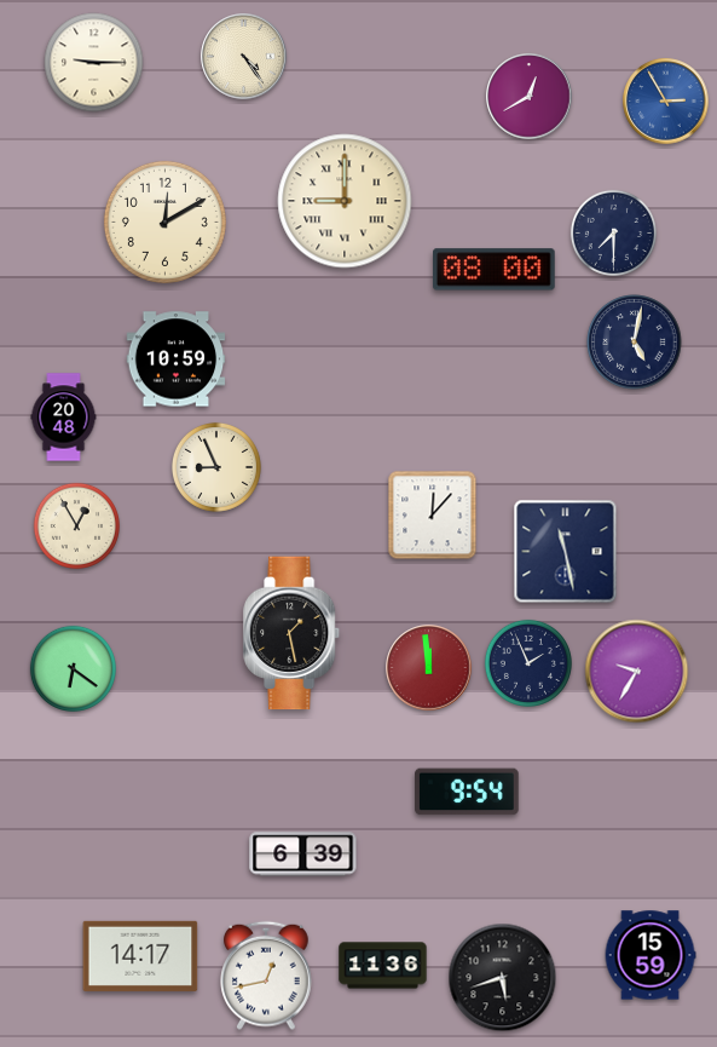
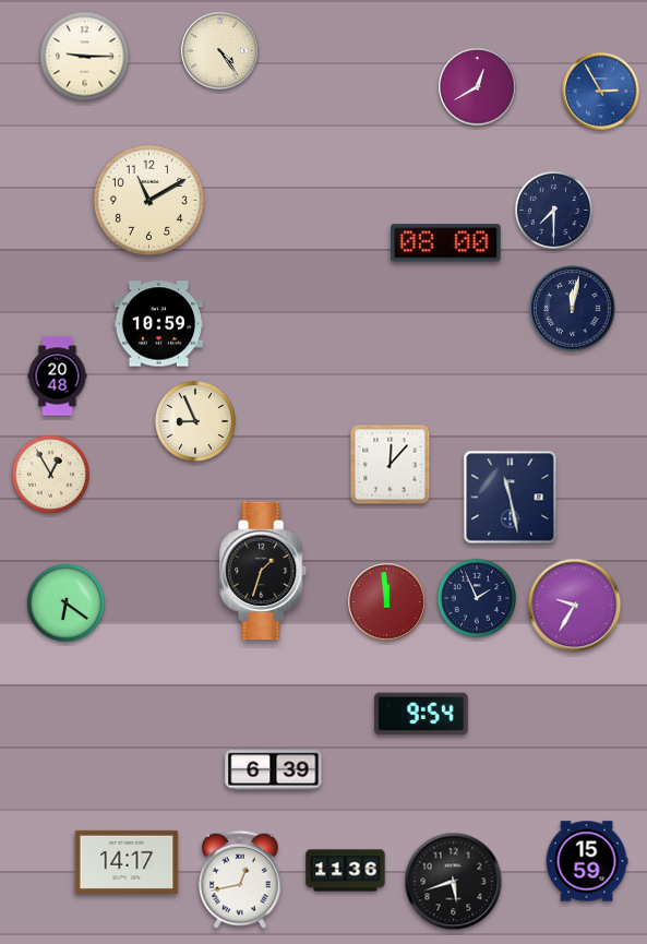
clock at (345, 201): 9:00 -> none
clock at (164, 222): 12:10 -> 11:10
clock at (635, 343): 5:02 -> 12:02
clock at (76, 525) position: (76, 525) -> (50, 474)
clock at (293, 633): 1:28 -> 1:33
